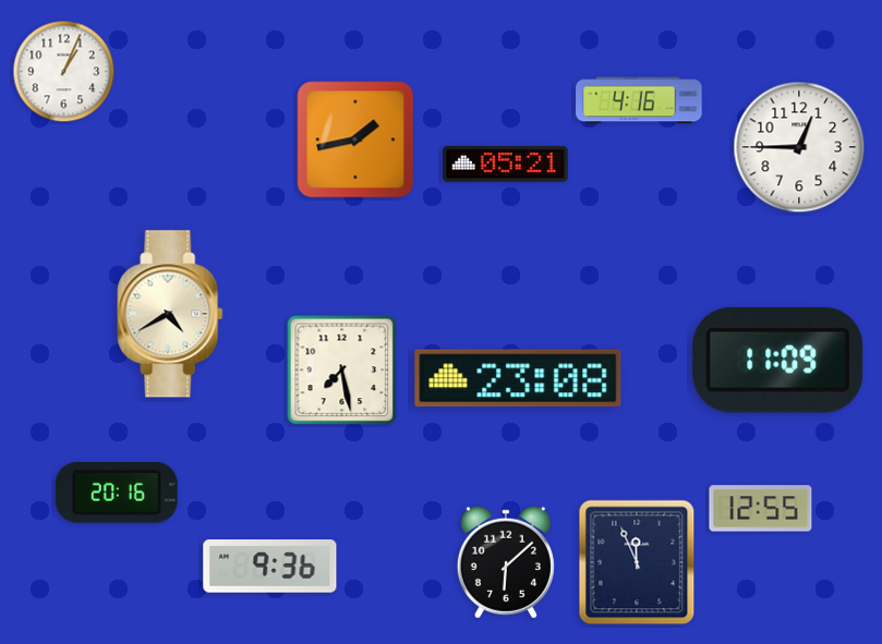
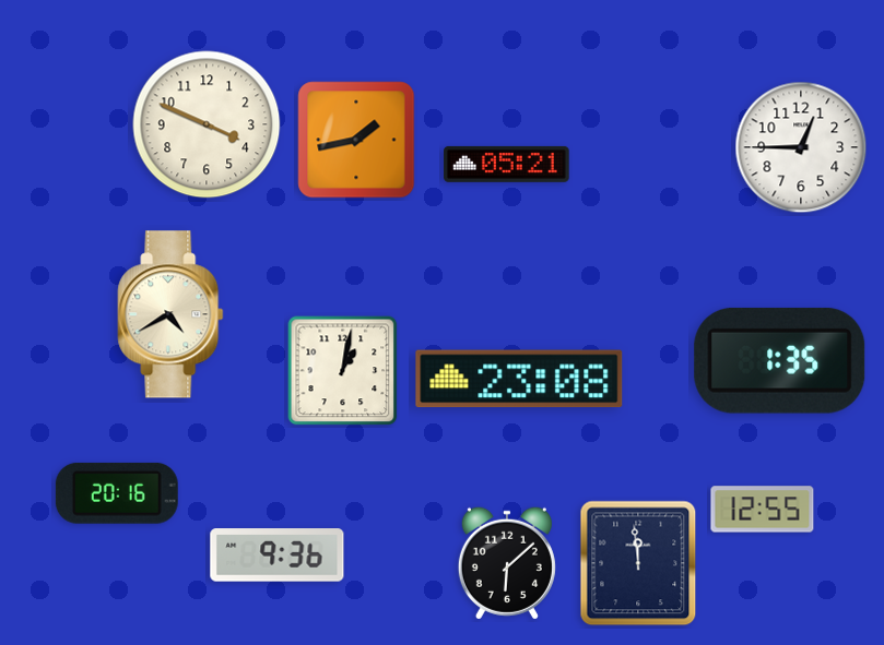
clock at (64, 72): 1:04 -> none
clock at (639, 100): 4:16 -> none
clock at (207, 124): none -> 3:49
clock at (778, 360): 11:09 -> 1:35
clock at (342, 370): 7:28 -> 1:02
clock at (637, 562): 11:56 -> 11:59
clock at (270, 567) position: (270, 567) -> (278, 556)
